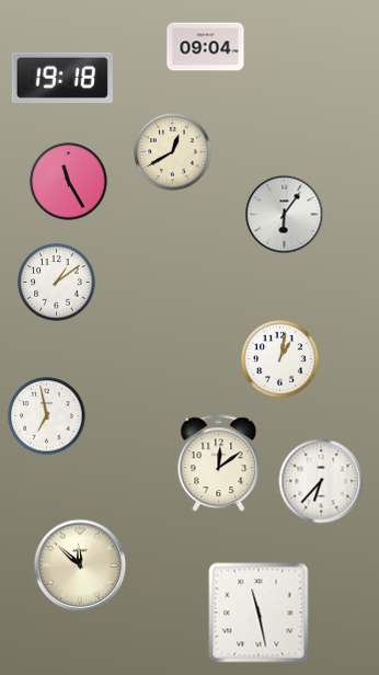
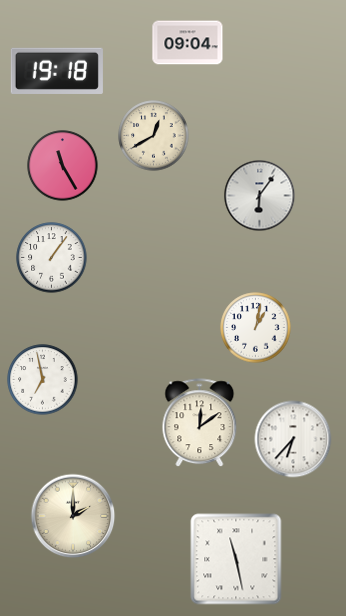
clock at (173, 152) position: (173, 152) -> (154, 136)
clock at (57, 283): 1:09 -> 1:06
clock at (80, 565): 11:52 -> 2:00
